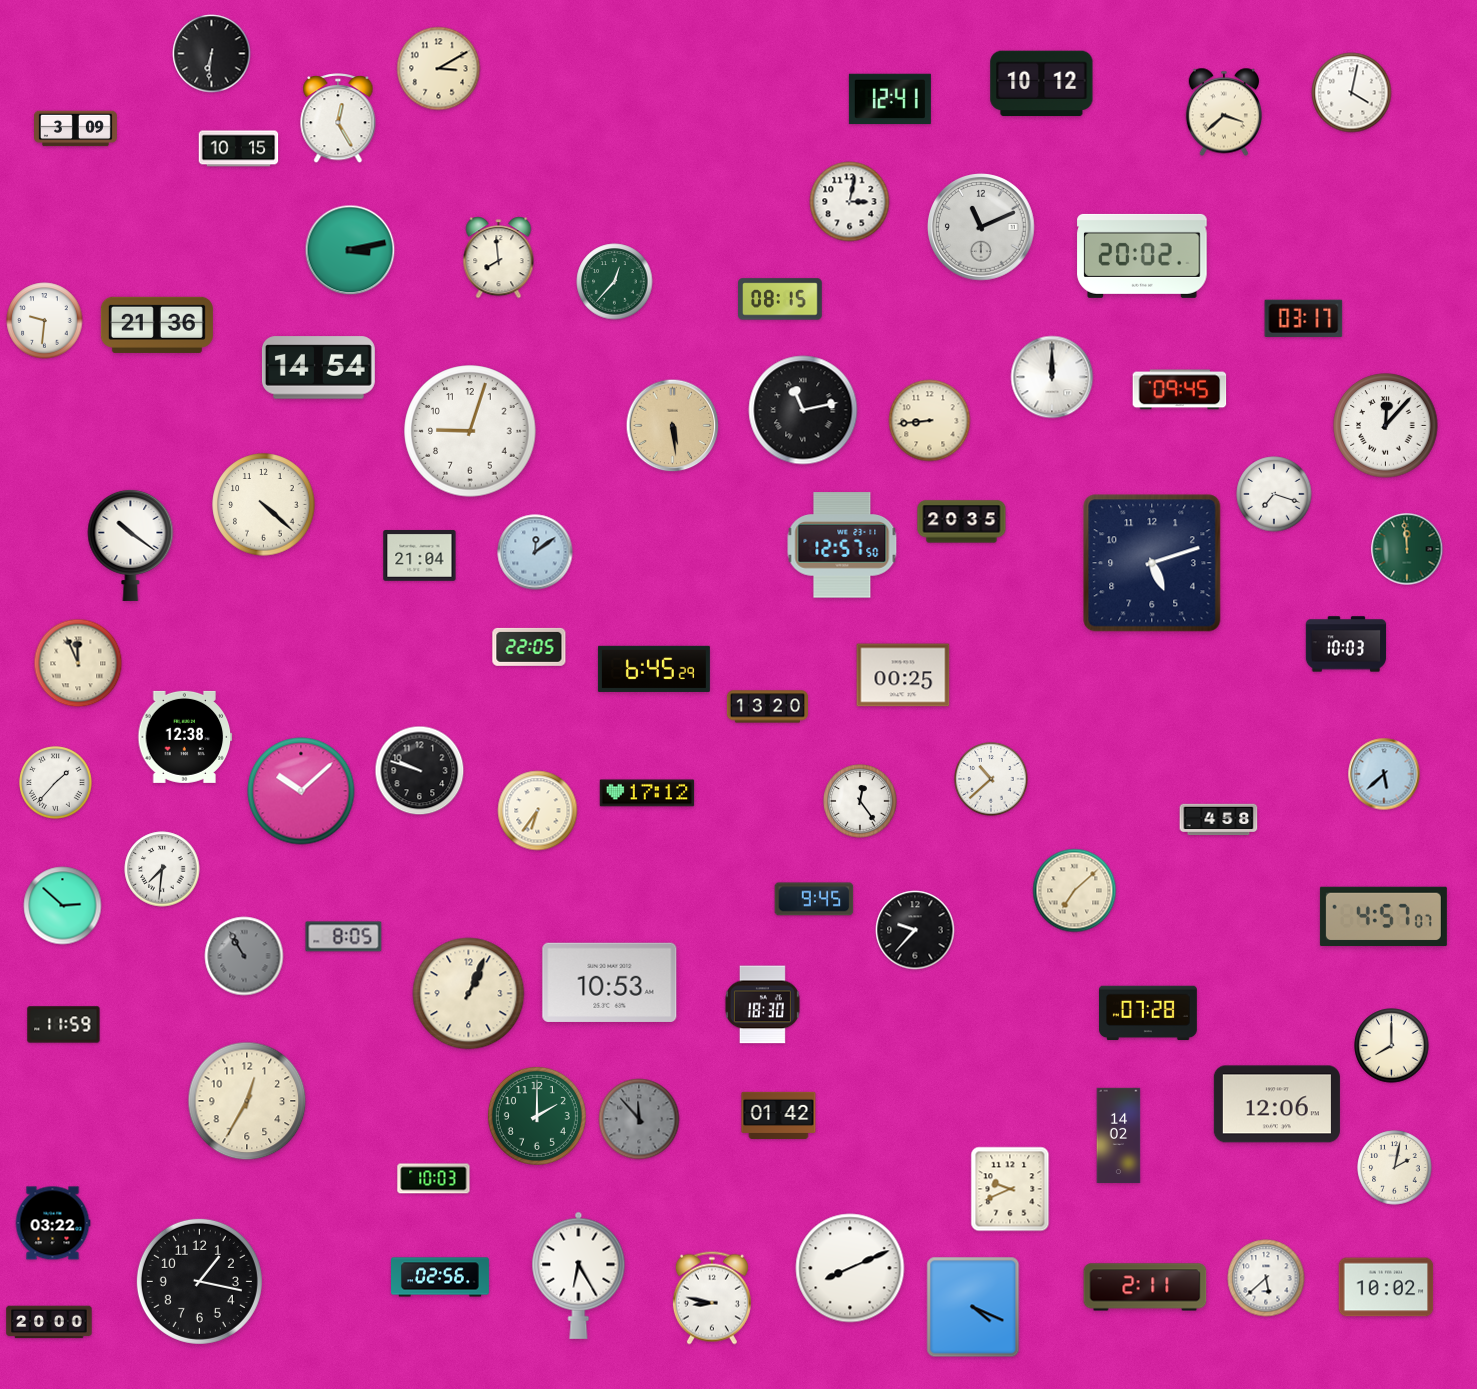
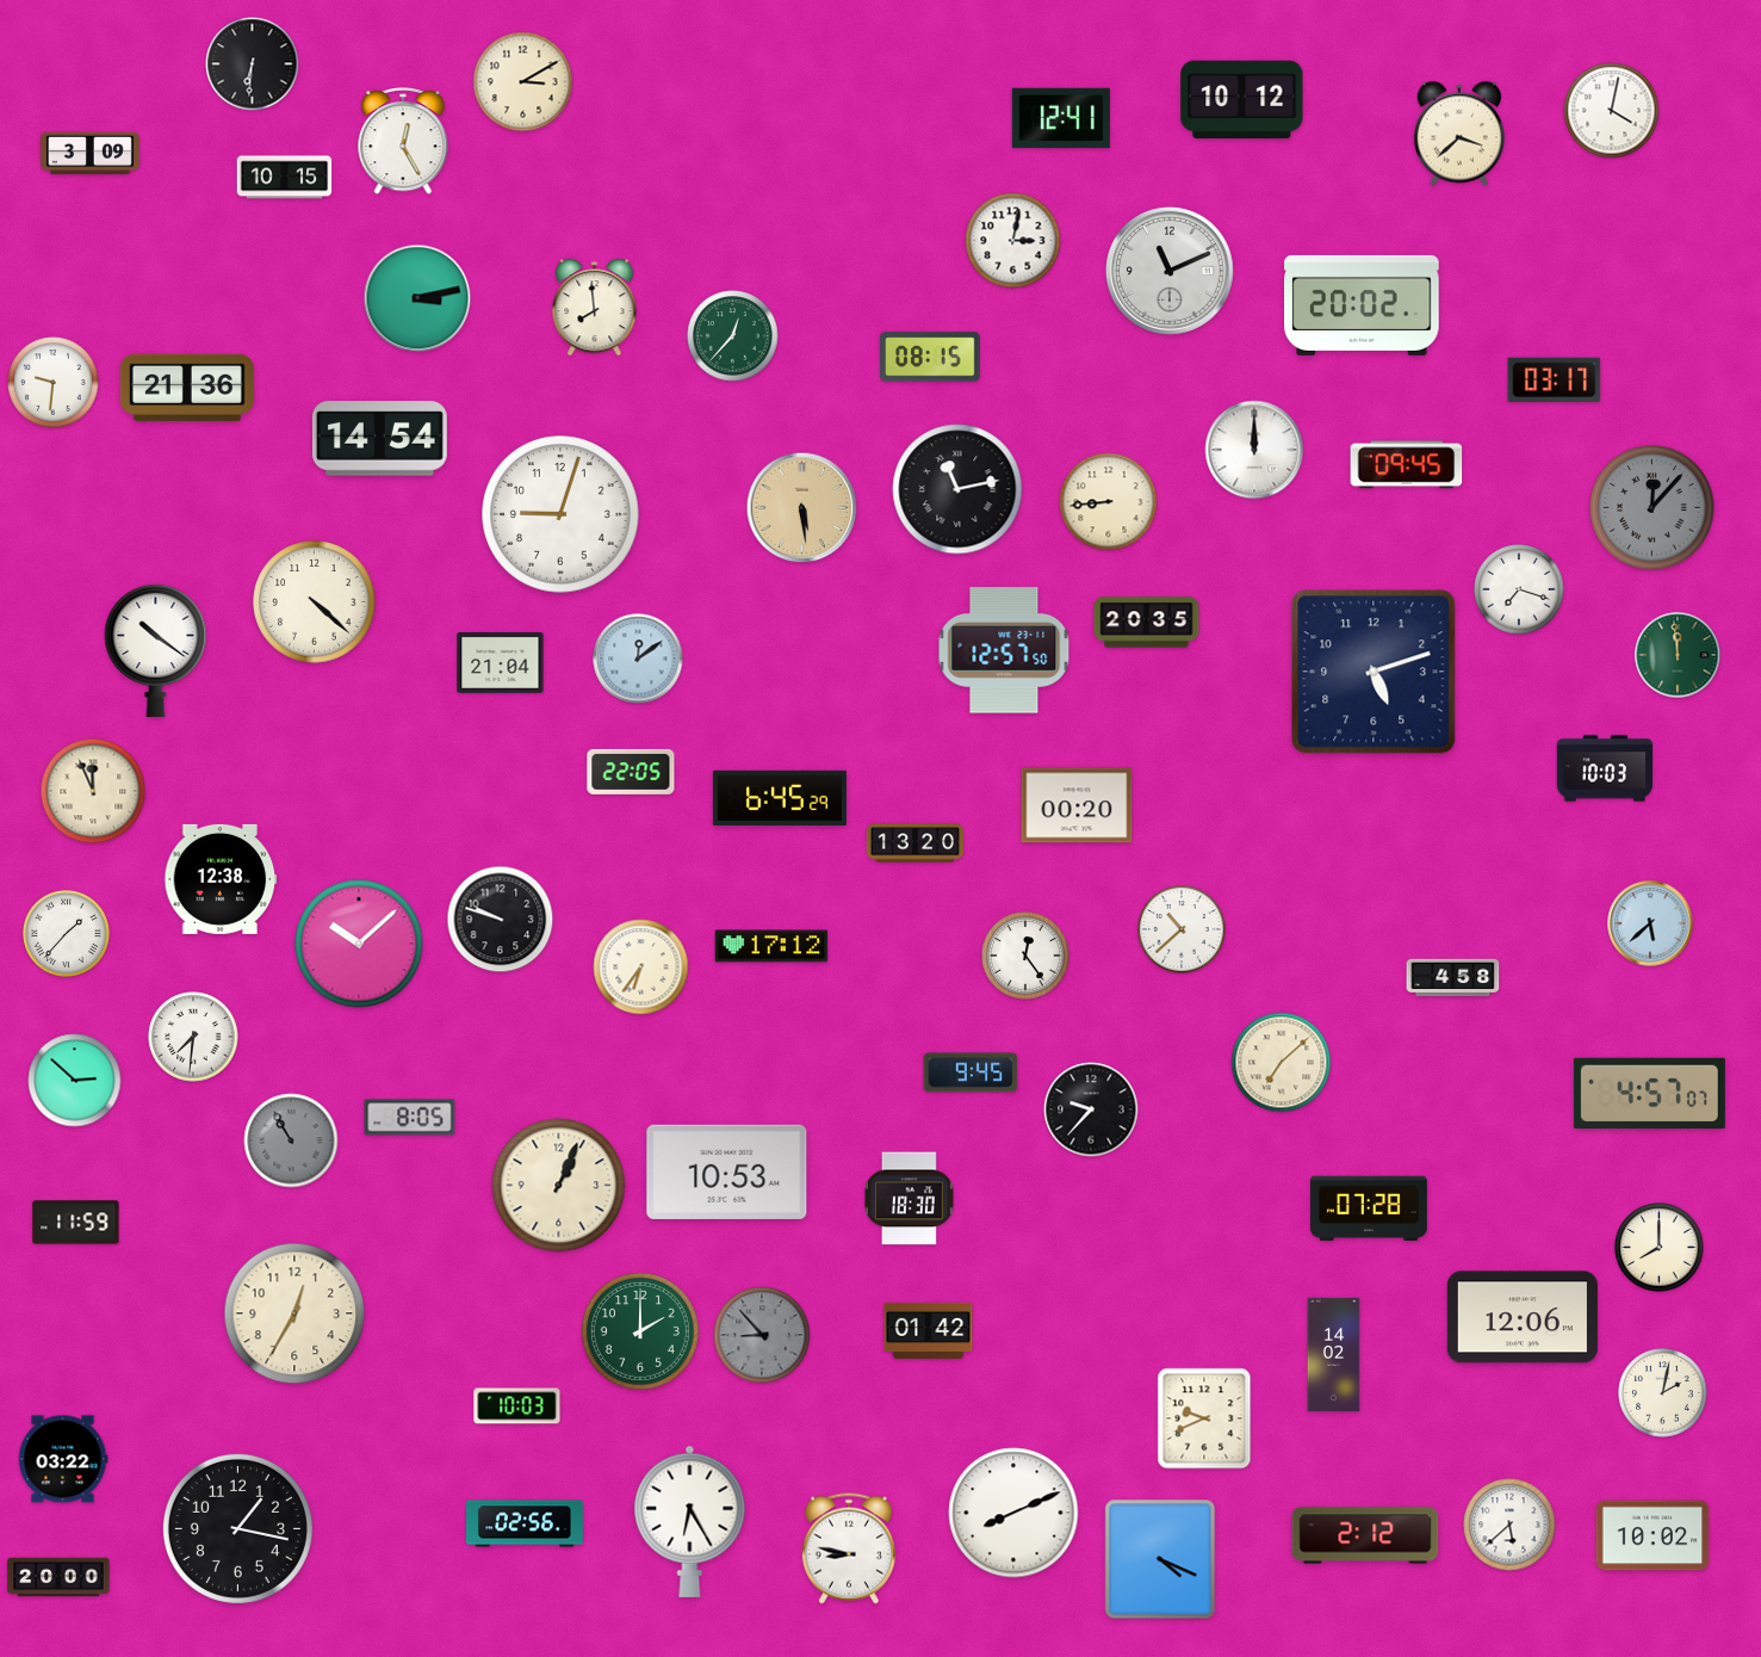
clock at (1386, 426) dial: white -> grey
clock at (903, 675): 00:25 -> 00:20
clock at (639, 1119): 11:53 -> 8:53
clock at (1145, 1287): 2:11 -> 2:12
